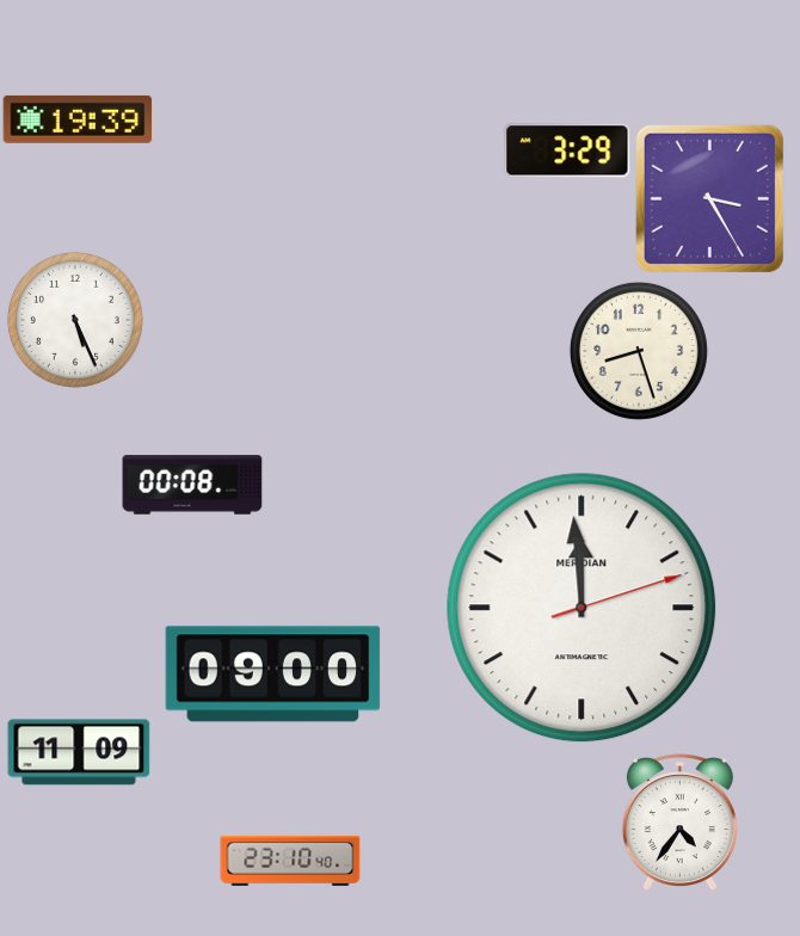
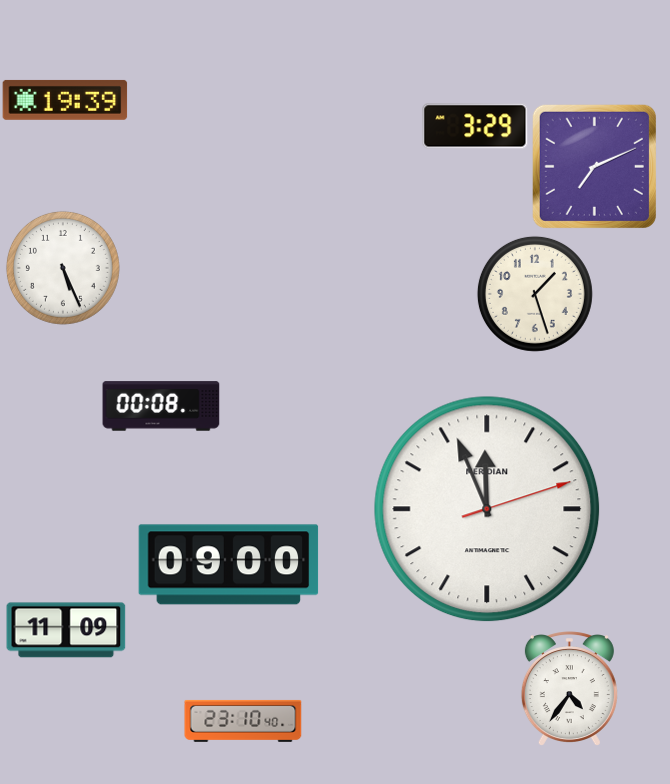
clock at (709, 198): 3:25 -> 7:11
clock at (639, 351): 8:27 -> 1:27
clock at (581, 608): 11:59 -> 11:56
